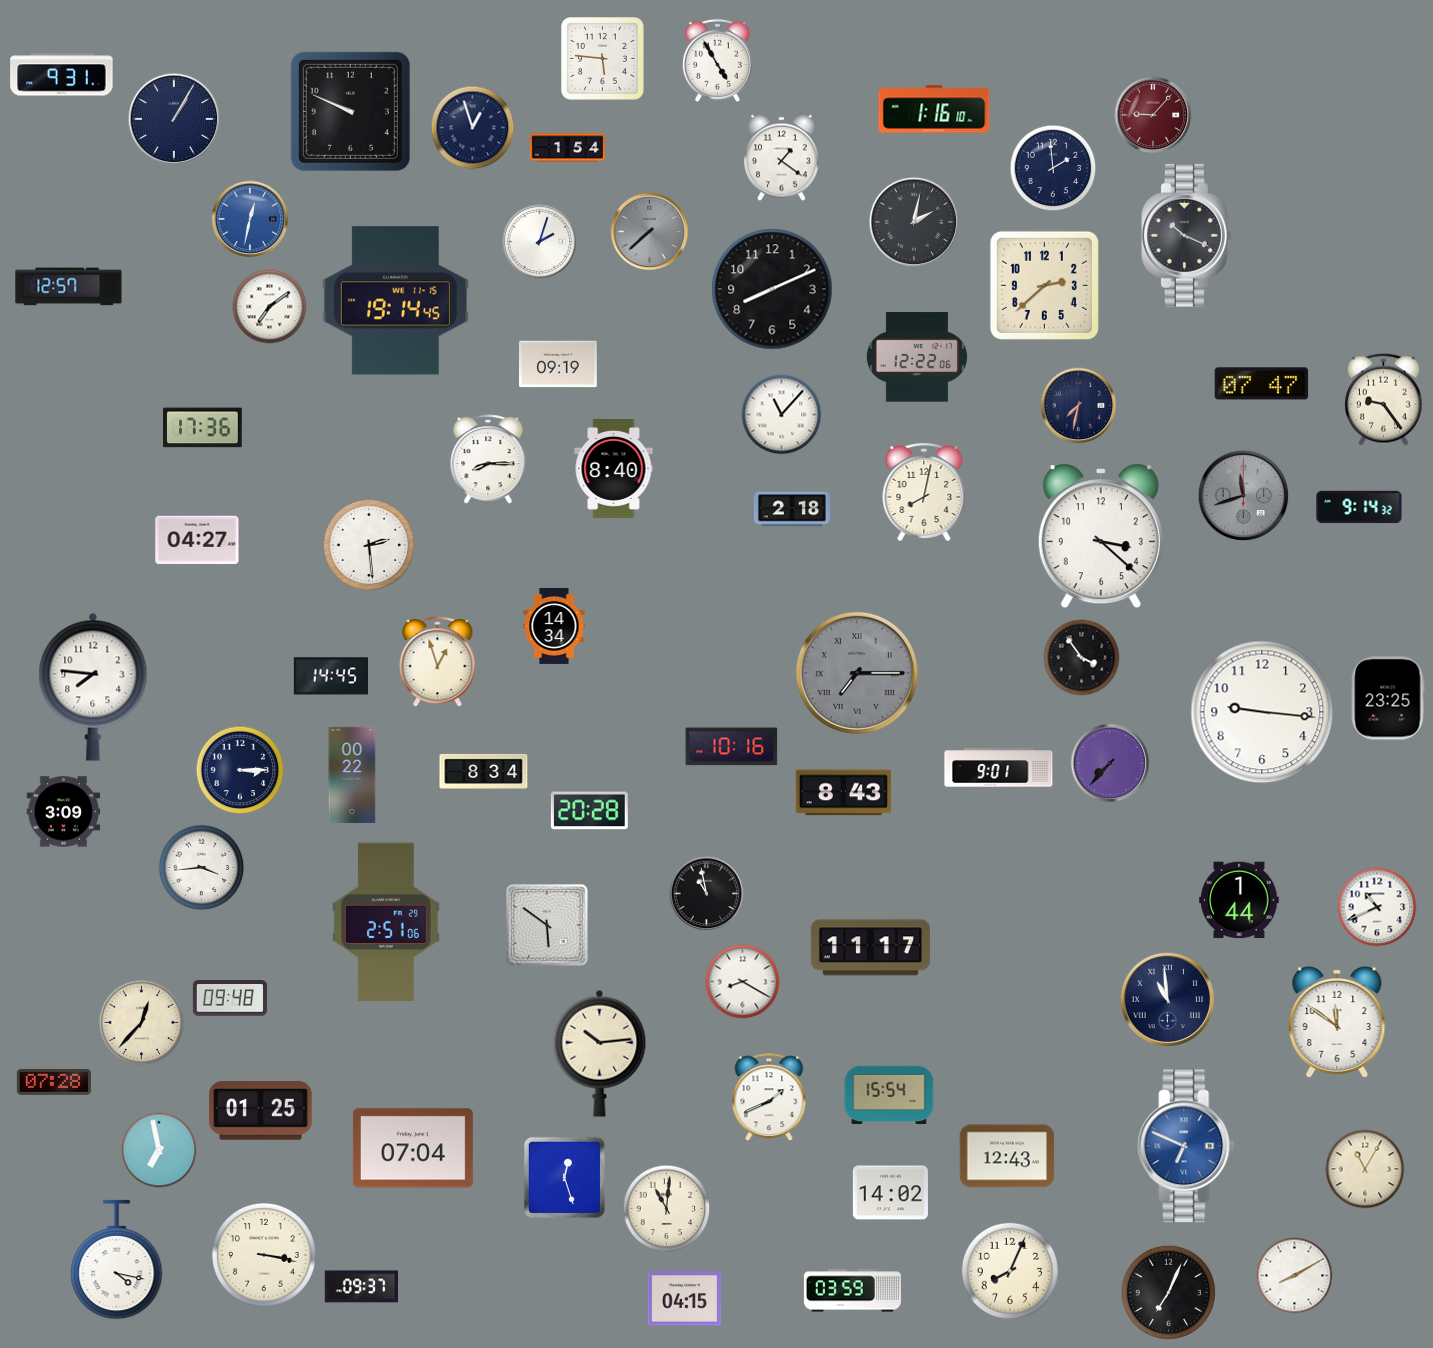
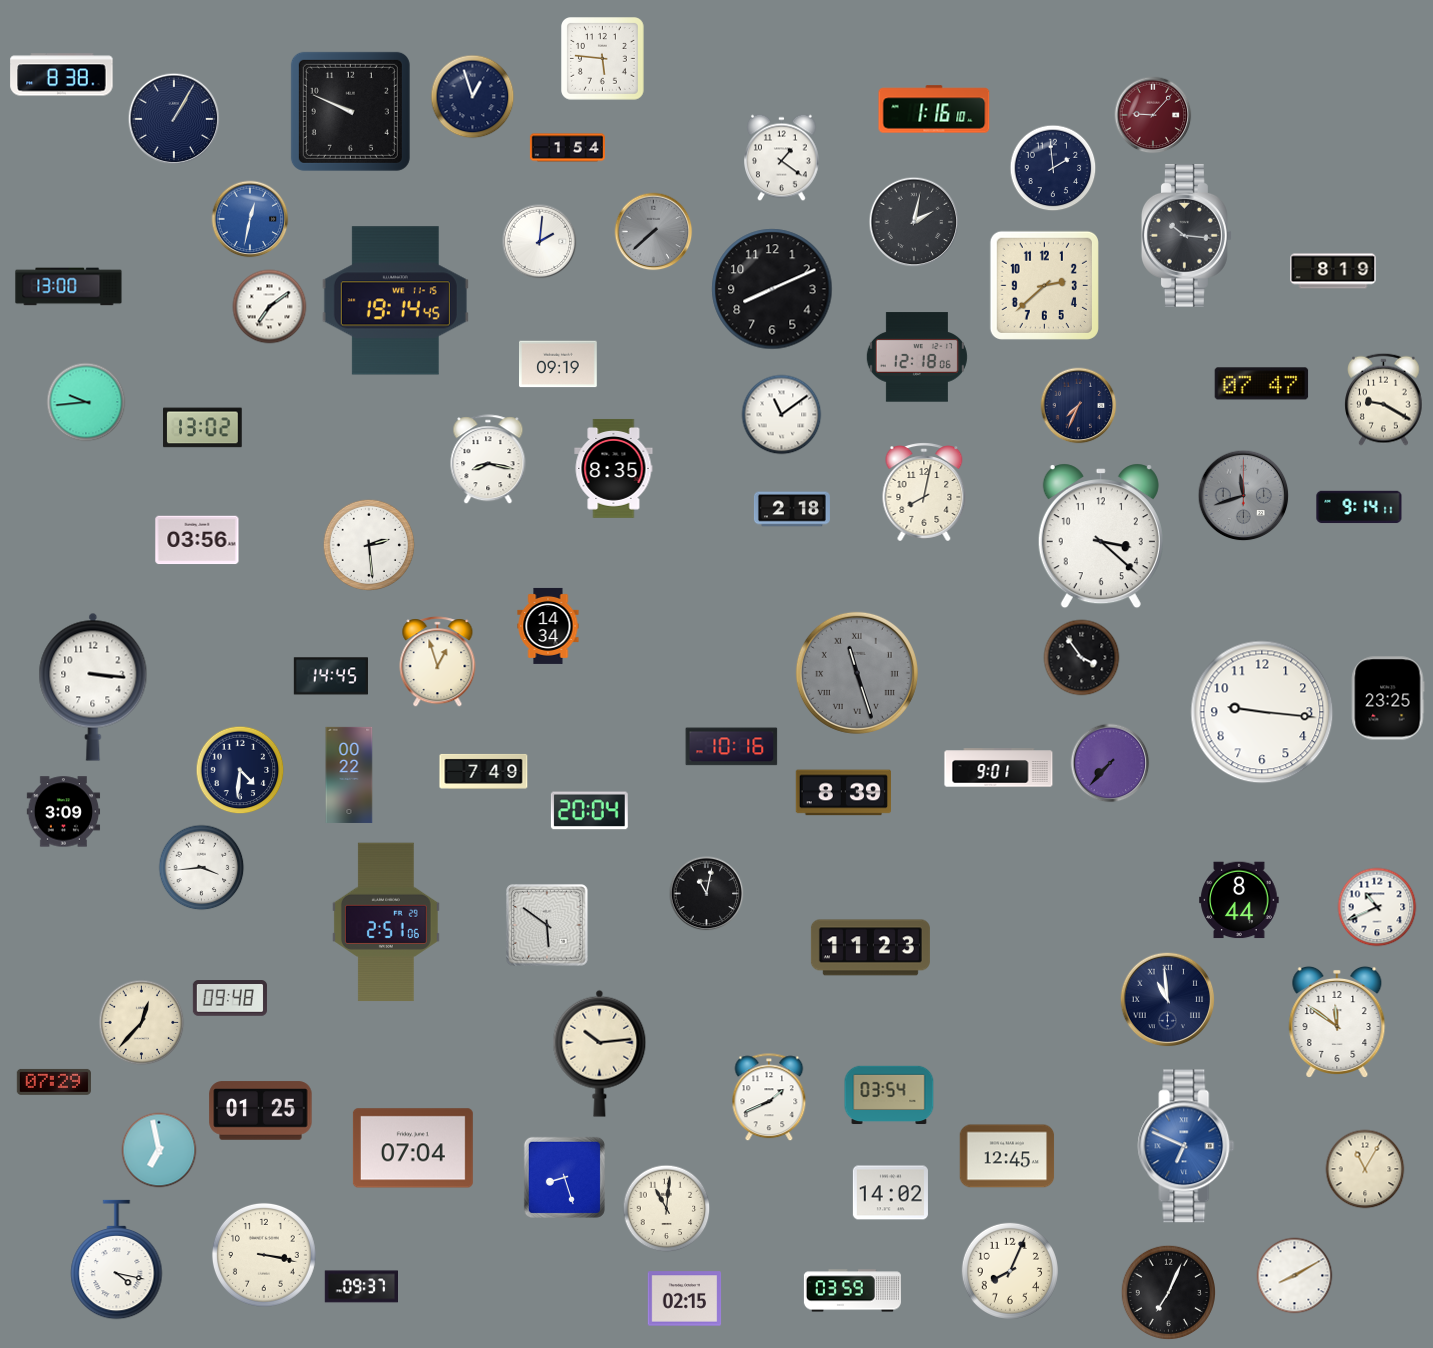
clock at (717, 60): 4:55 -> none
clock at (62, 75): 9:31 -> 8:38
clock at (473, 128) position: (473, 128) -> (473, 97)
clock at (650, 232) position: (650, 232) -> (654, 232)
clock at (1186, 235): 10:19 -> 10:16
clock at (540, 242): 2:03 -> 2:01
clock at (1333, 271): none -> 8:19
clock at (69, 287): 12:57 -> 13:00
clock at (917, 357): 12:22 -> 12:18
clock at (1384, 399): 9:24 -> 9:20
clock at (86, 402): none -> 9:44
clock at (1079, 406): 7:32 -> 7:34
clock at (782, 415): 11:07 -> 11:09
clock at (203, 428): 17:36 -> 13:02
clock at (488, 460): 8:15 -> 8:17
clock at (614, 468): 8:40 -> 8:35
clock at (1359, 507): 9:14:32 -> 9:14:11
clock at (197, 540): 04:27 -> 03:56
clock at (554, 626) position: (554, 626) -> (548, 626)
clock at (857, 673): 7:15 -> 11:27
clock at (93, 687): 7:46 -> 3:16
clock at (240, 770): 3:15 -> 4:31
clock at (484, 771): 8:34 -> 7:49
clock at (352, 775) position: (352, 775) -> (349, 775)
clock at (843, 793): 8:43 -> 8:39
clock at (589, 811): 20:28 -> 20:04
clock at (707, 894): 10:58 -> 11:02
clock at (1239, 900): 1:44 -> 8:44
clock at (870, 948): 11:17 -> 11:23
clock at (743, 982): 8:20 -> none
clock at (54, 1082): 07:28 -> 07:29
clock at (889, 1095): 15:54 -> 03:54
clock at (1007, 1156): 12:43 -> 12:45
clock at (564, 1177): 12:27 -> 8:27
clock at (685, 1299): 04:15 -> 02:15
